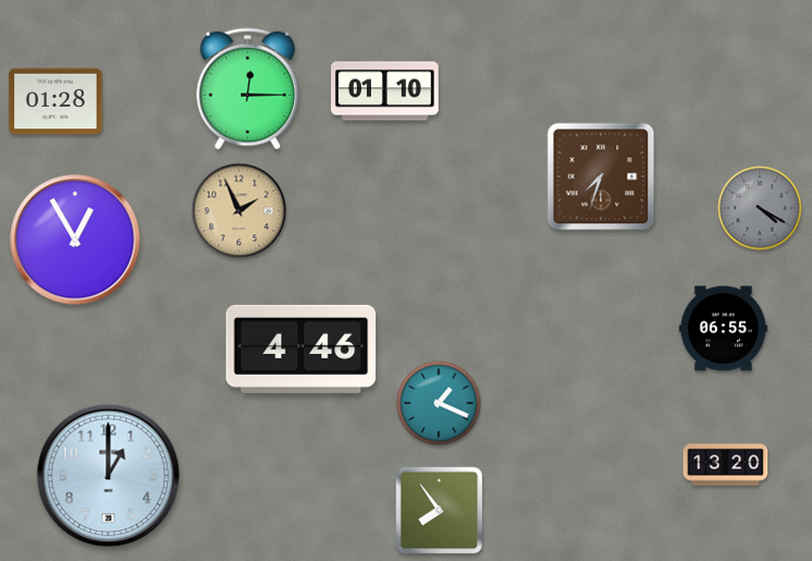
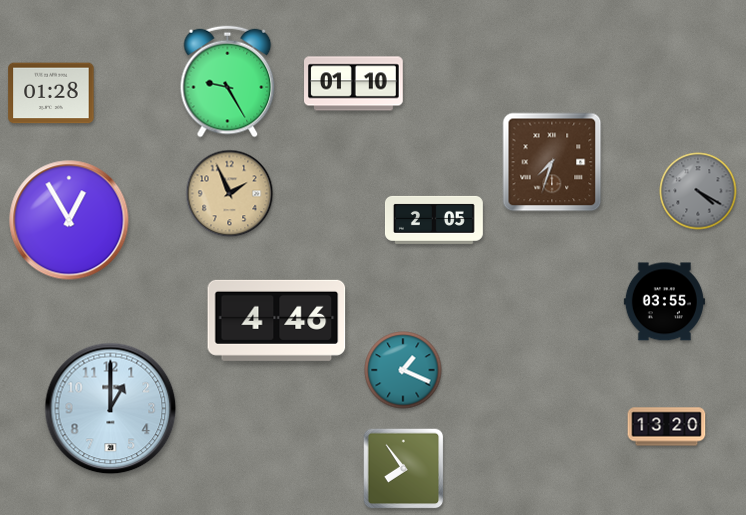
clock at (248, 89): 12:15 -> 9:25
clock at (239, 211) position: (239, 211) -> (230, 194)
clock at (434, 220): none -> 2:05
clock at (723, 329): 06:55 -> 03:55
clock at (109, 476) position: (109, 476) -> (111, 409)
